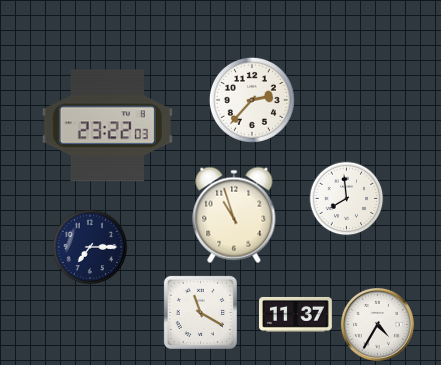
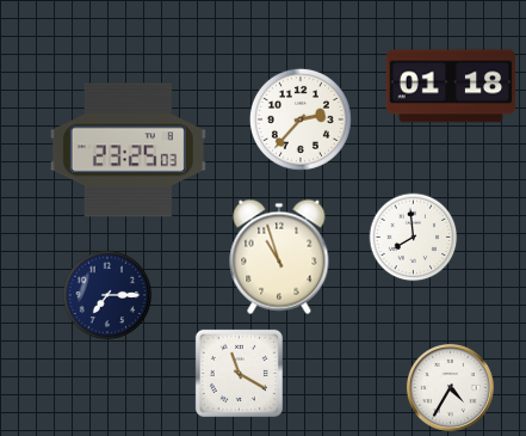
clock at (451, 86): none -> 01:18
clock at (107, 126): 23:22 -> 23:25
clock at (296, 314): 11:37 -> none
